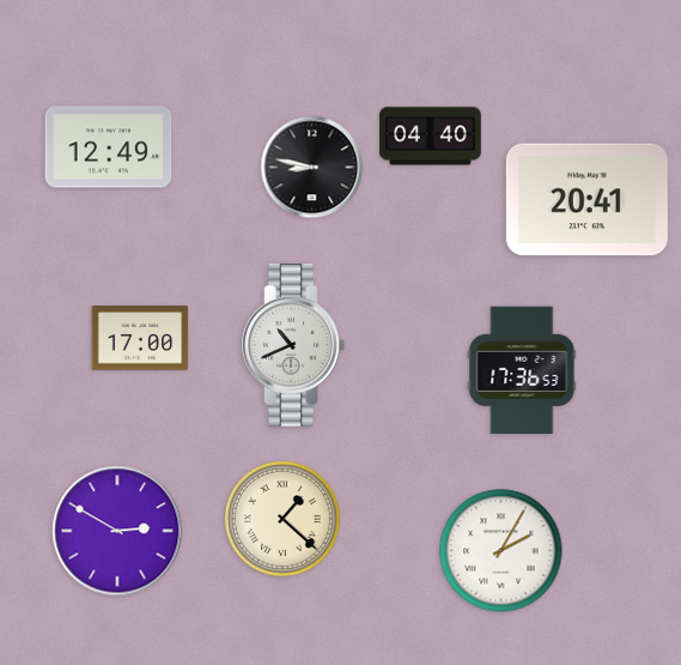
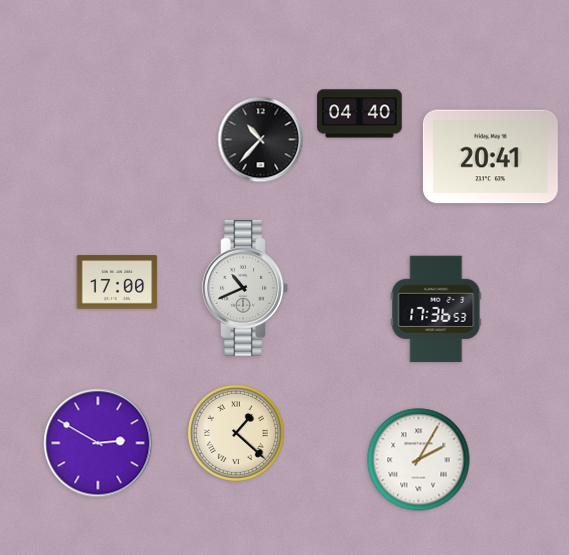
clock at (109, 147): 12:49 -> none
clock at (312, 168): 8:47 -> 10:37
clock at (586, 200) position: (586, 200) -> (490, 157)
